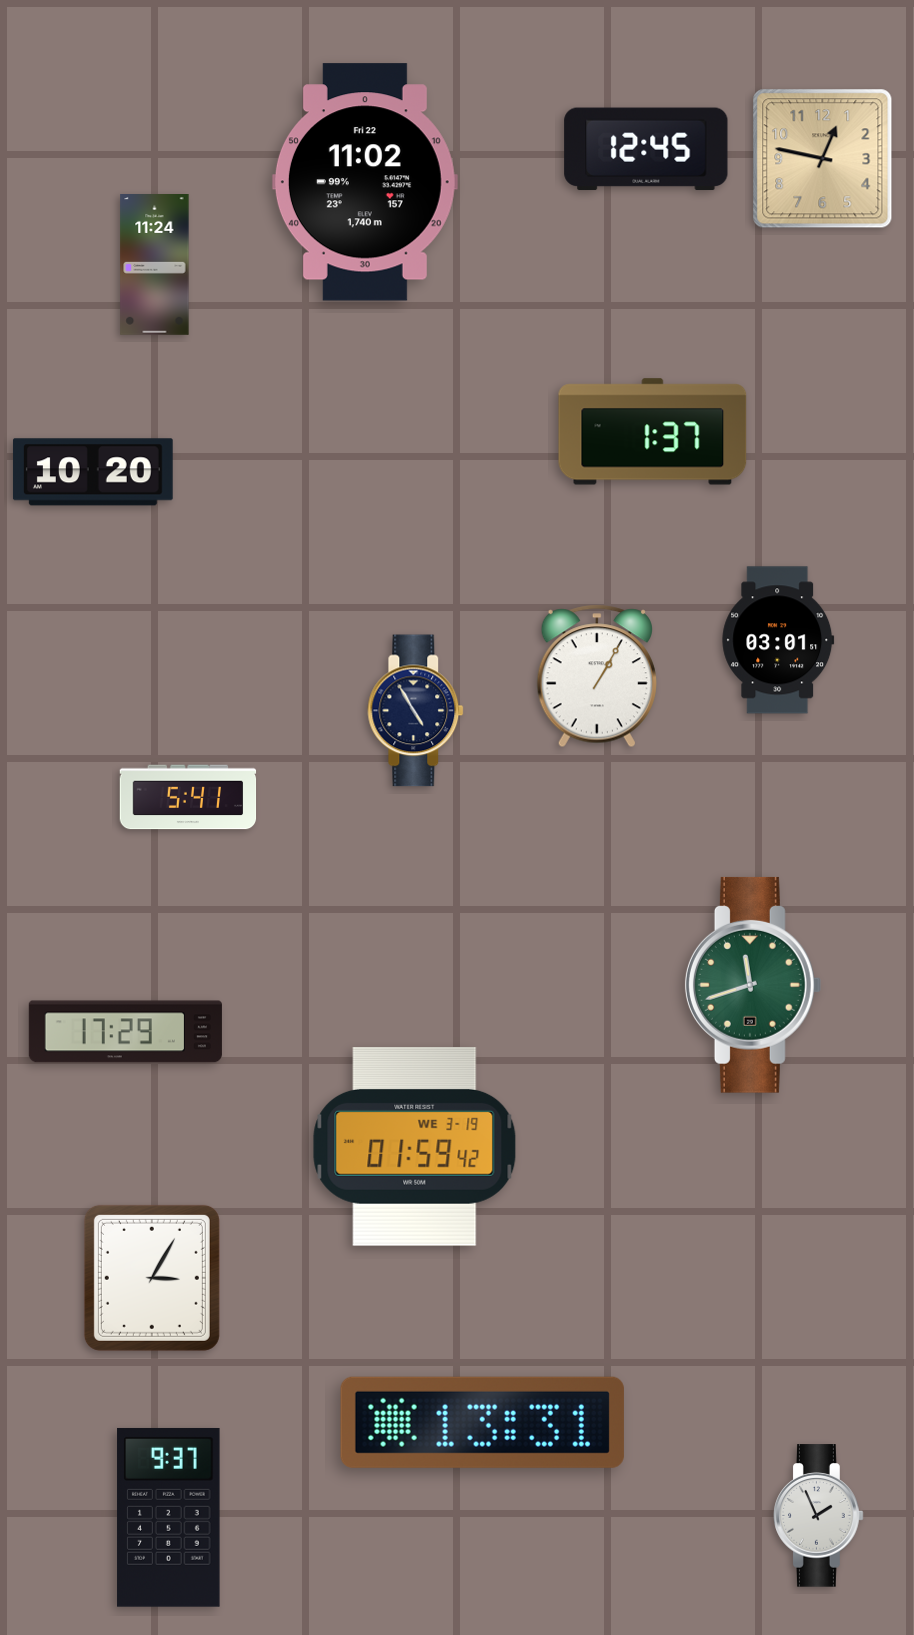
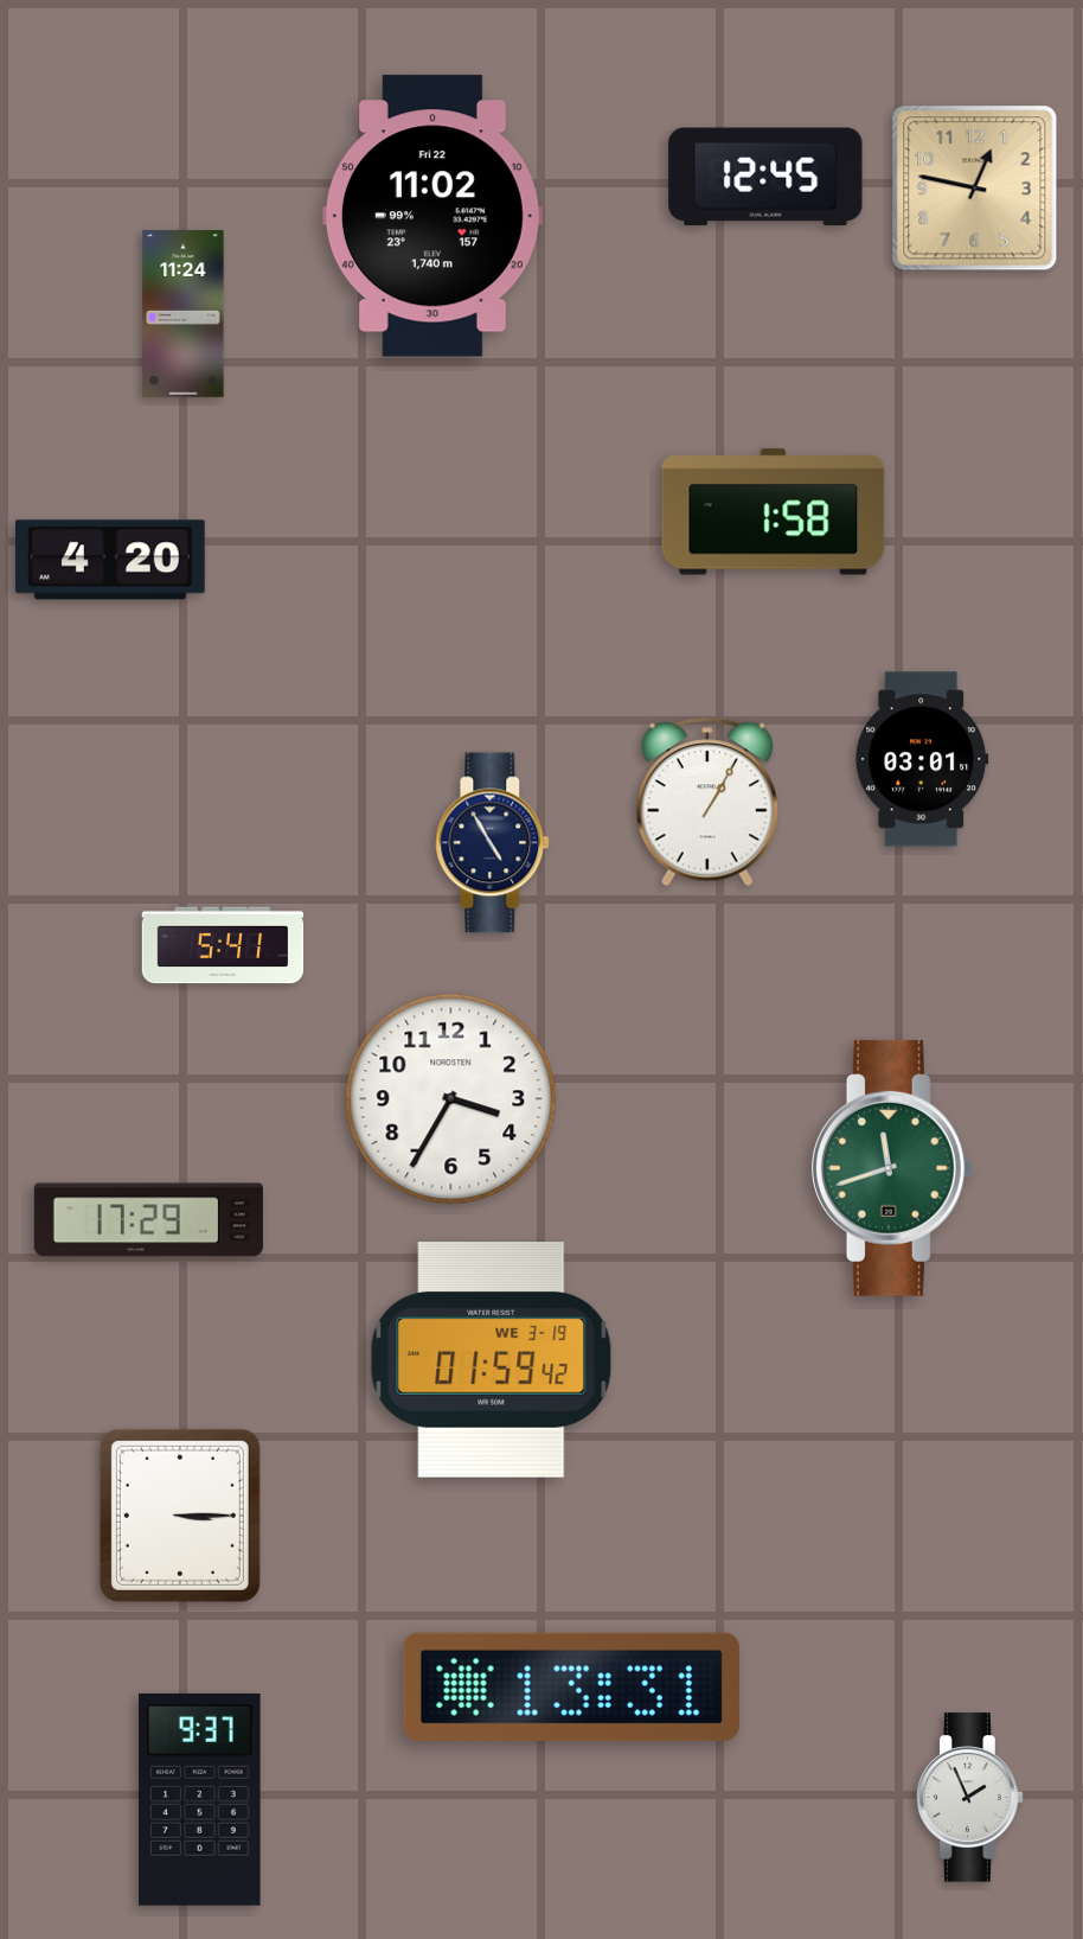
clock at (653, 432): 1:37 -> 1:58
clock at (93, 472): 10:20 -> 4:20
clock at (451, 1099): none -> 3:35
clock at (125, 1032) position: (125, 1032) -> (148, 1220)
clock at (152, 1278): 3:05 -> 3:15
